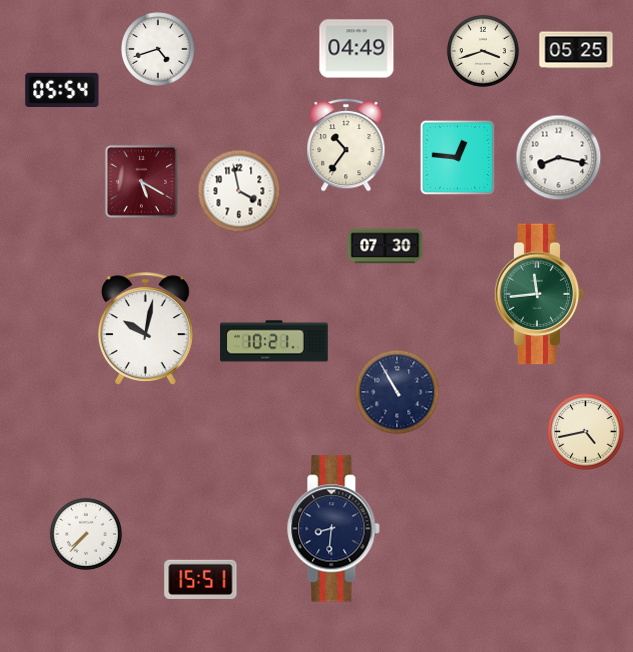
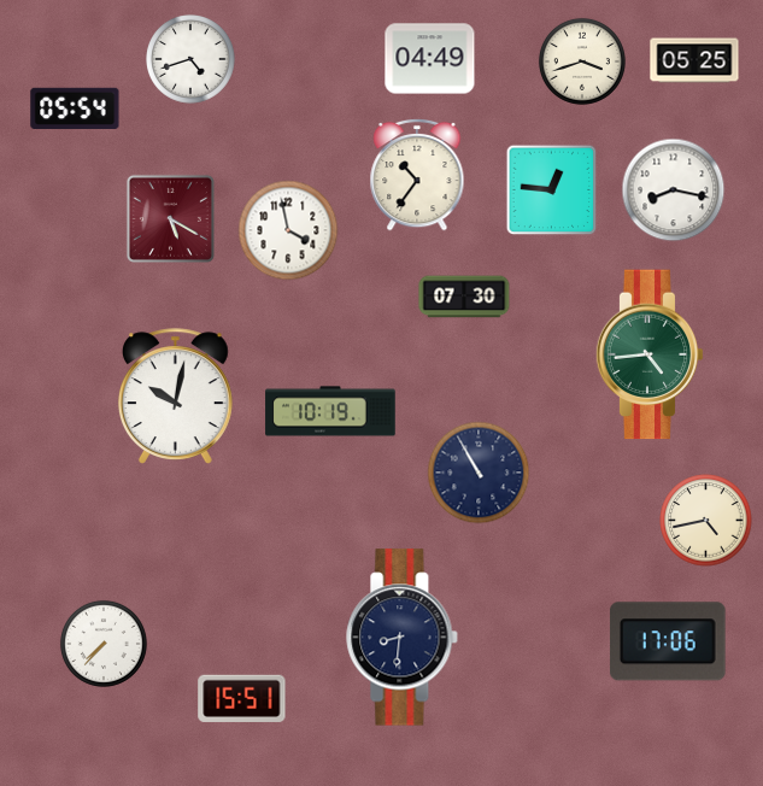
clock at (539, 294): 11:44 -> 4:44
clock at (274, 341): 10:21 -> 10:19
clock at (669, 641): none -> 17:06
